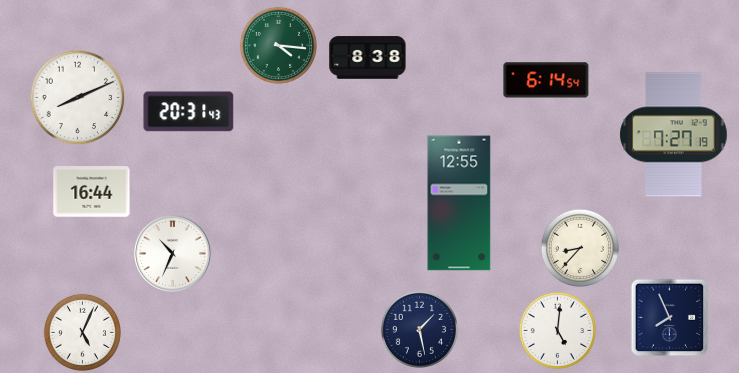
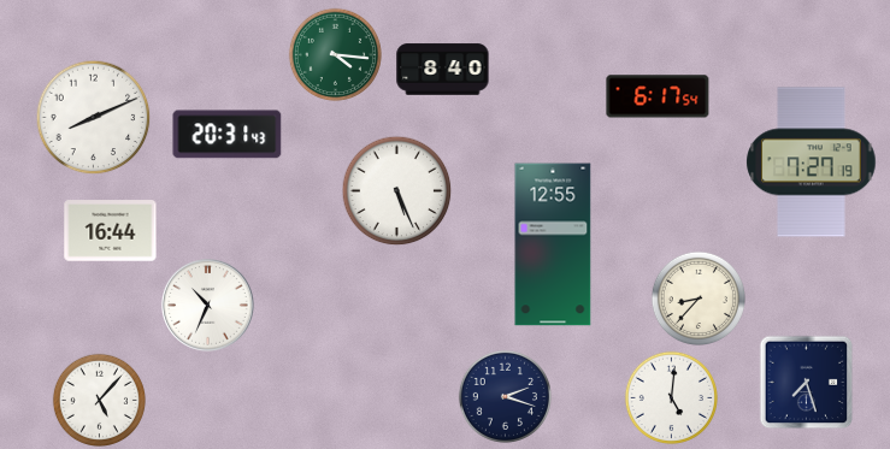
clock at (368, 58): 8:38 -> 8:40
clock at (546, 80): 6:14 -> 6:17
clock at (396, 190): none -> 5:26
clock at (669, 317): 7:56 -> 7:27
clock at (419, 329): 1:28 -> 2:18
clock at (82, 332): 5:04 -> 5:07
